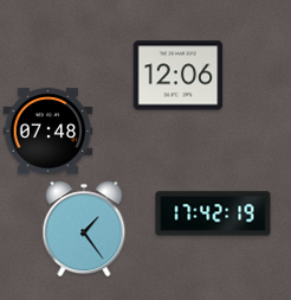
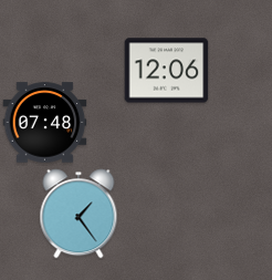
clock at (213, 213): 17:42 -> none
